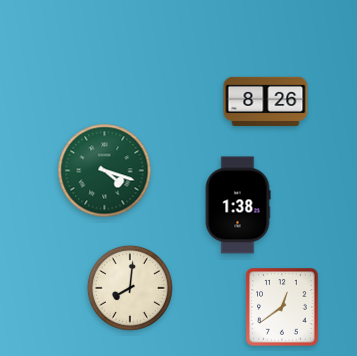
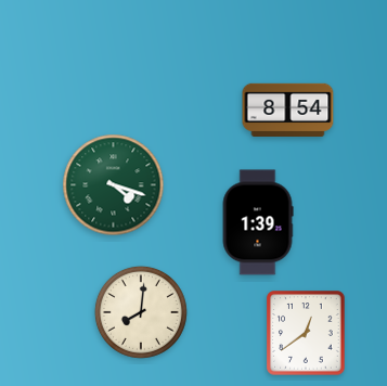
clock at (266, 101): 8:26 -> 8:54
clock at (238, 205): 1:38 -> 1:39
